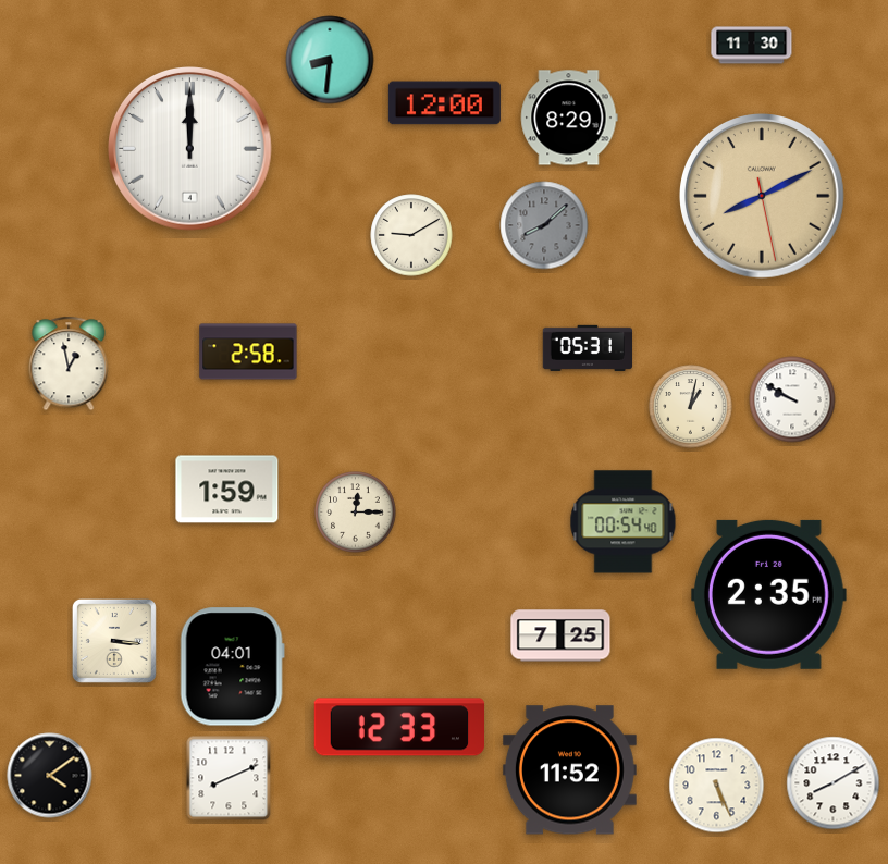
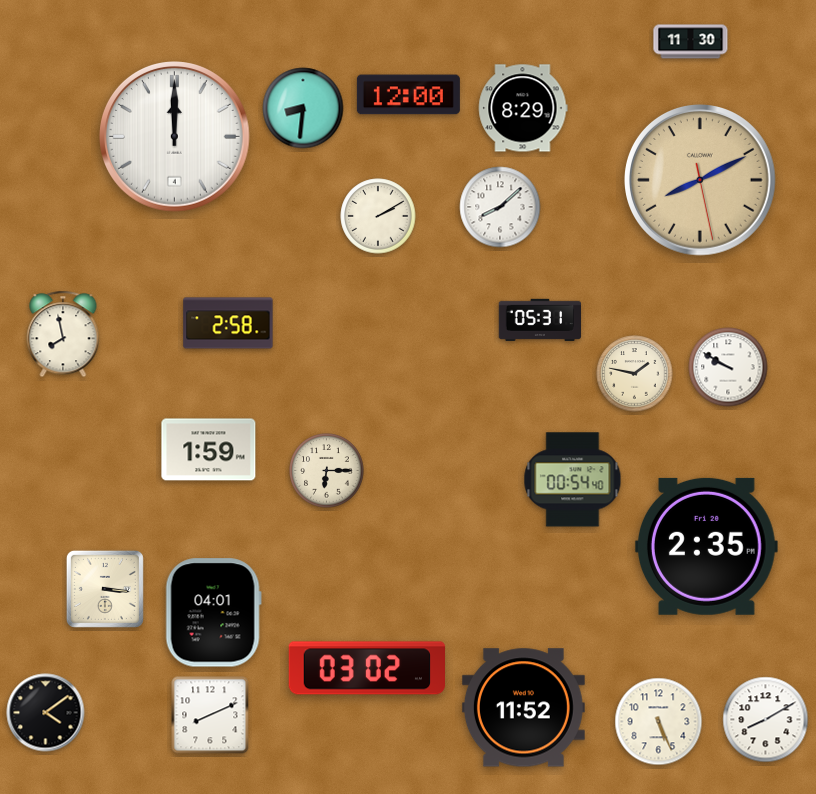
clock at (330, 60) position: (330, 60) -> (303, 108)
clock at (544, 225) dial: grey -> white
clock at (411, 235): 9:10 -> 2:10
clock at (69, 363): 12:58 -> 7:58
clock at (691, 407): 1:02 -> 1:47
clock at (356, 513): 12:15 -> 6:15
clock at (560, 635): 7:25 -> none
clock at (399, 727): 12:33 -> 03:02
